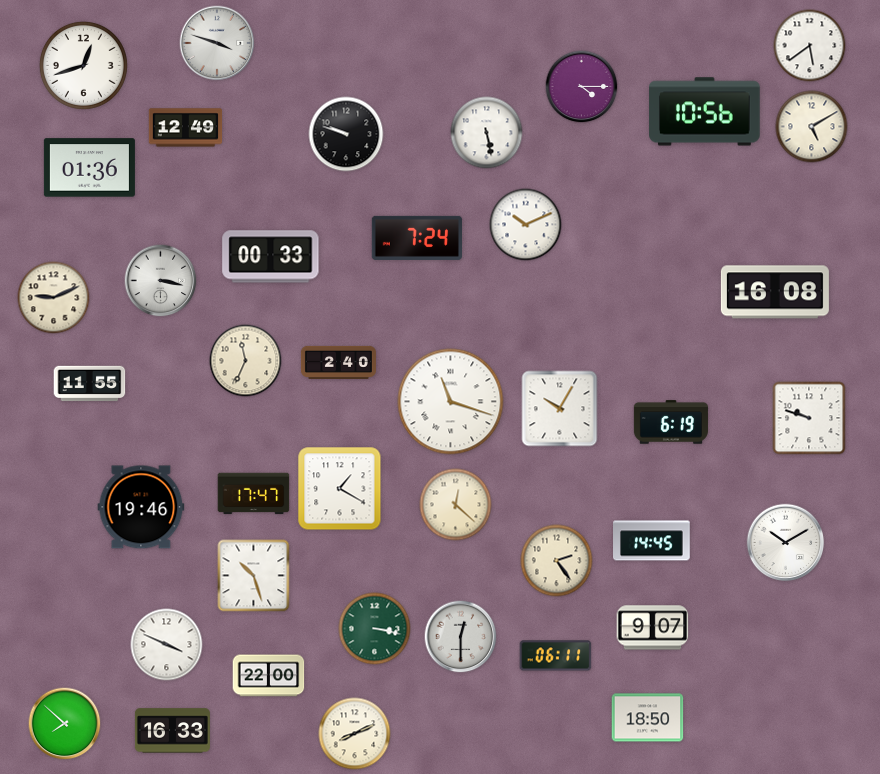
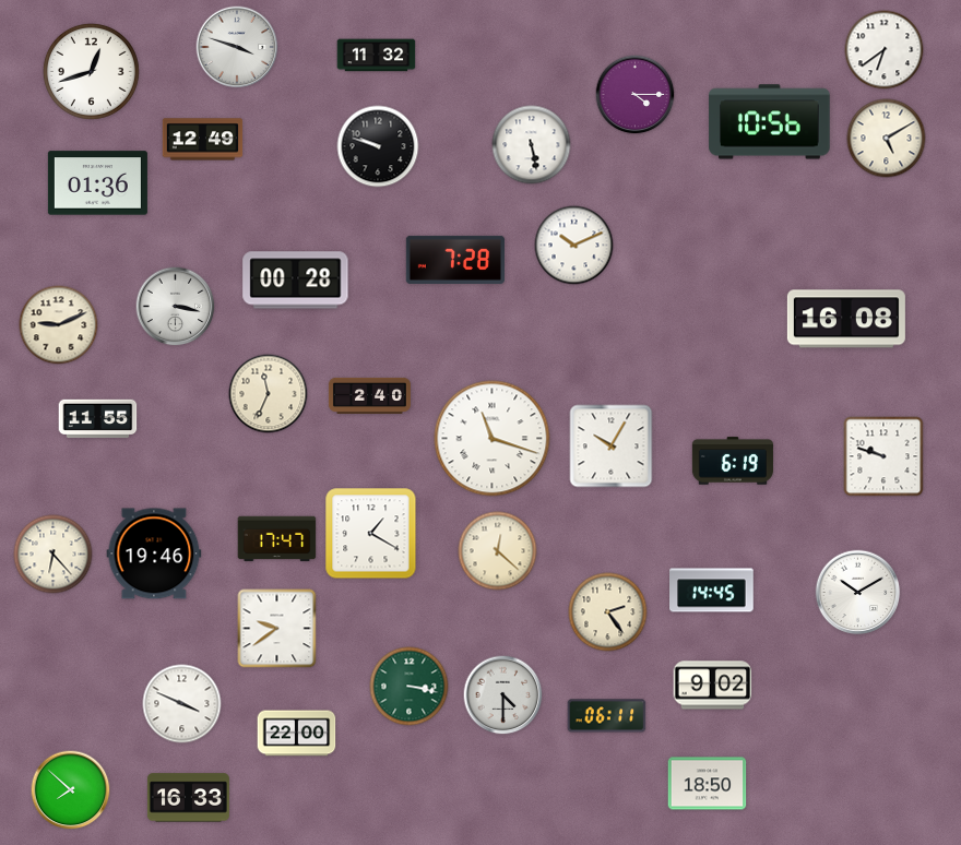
clock at (810, 46): 5:39 -> 6:39
clock at (377, 56): none -> 11:32
clock at (416, 238): 7:24 -> 7:28
clock at (271, 257): 00:33 -> 00:28
clock at (54, 555): none -> 6:23
clock at (254, 576): 10:27 -> 9:39
clock at (653, 628): 9:07 -> 9:02
clock at (461, 637): 12:30 -> 4:30
clock at (269, 676) position: (269, 676) -> (297, 734)
clock at (355, 734): 8:11 -> none
